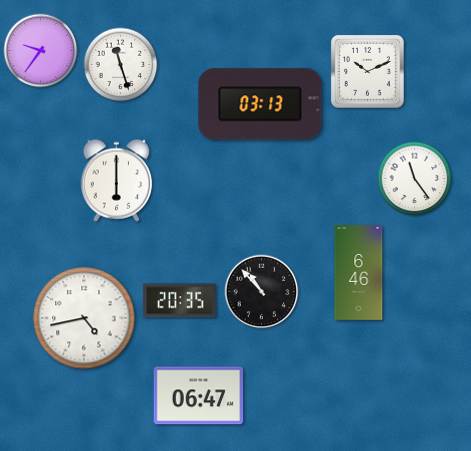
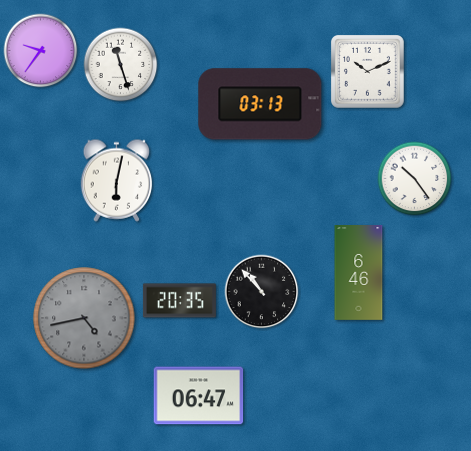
clock at (415, 179): 11:24 -> 10:24
clock at (117, 180): 6:00 -> 6:02
clock at (84, 318) dial: white -> grey
